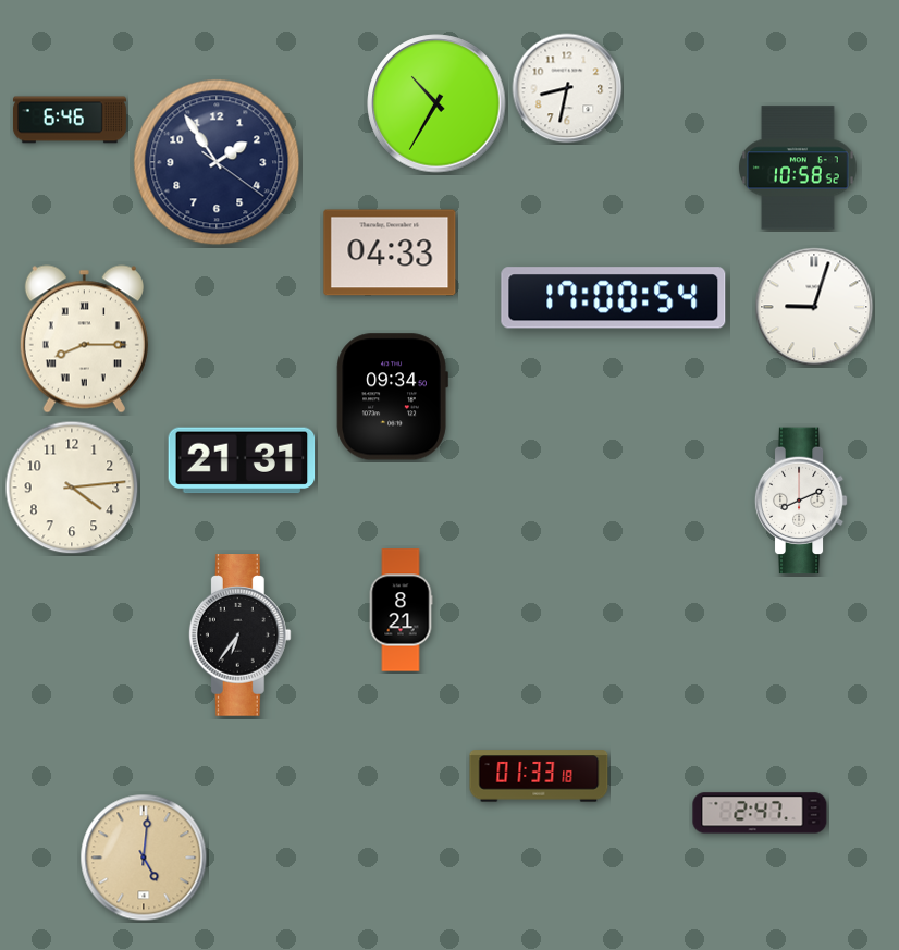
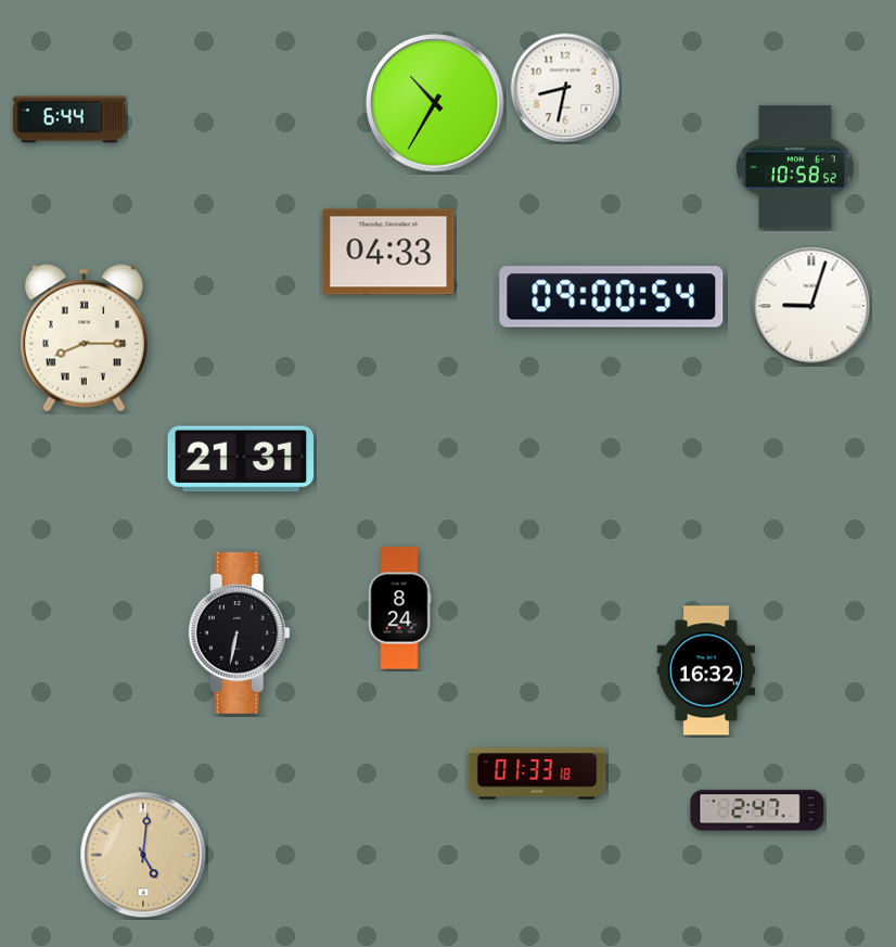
clock at (70, 120): 6:46 -> 6:44
clock at (217, 162): 1:54 -> none
clock at (614, 298): 17:00 -> 09:00
clock at (392, 397): 09:34 -> none
clock at (72, 488): 4:14 -> none
clock at (801, 501): 8:11 -> none
clock at (401, 610): 8:21 -> 8:24
clock at (239, 636): 6:36 -> 6:32
clock at (706, 670): none -> 16:32
